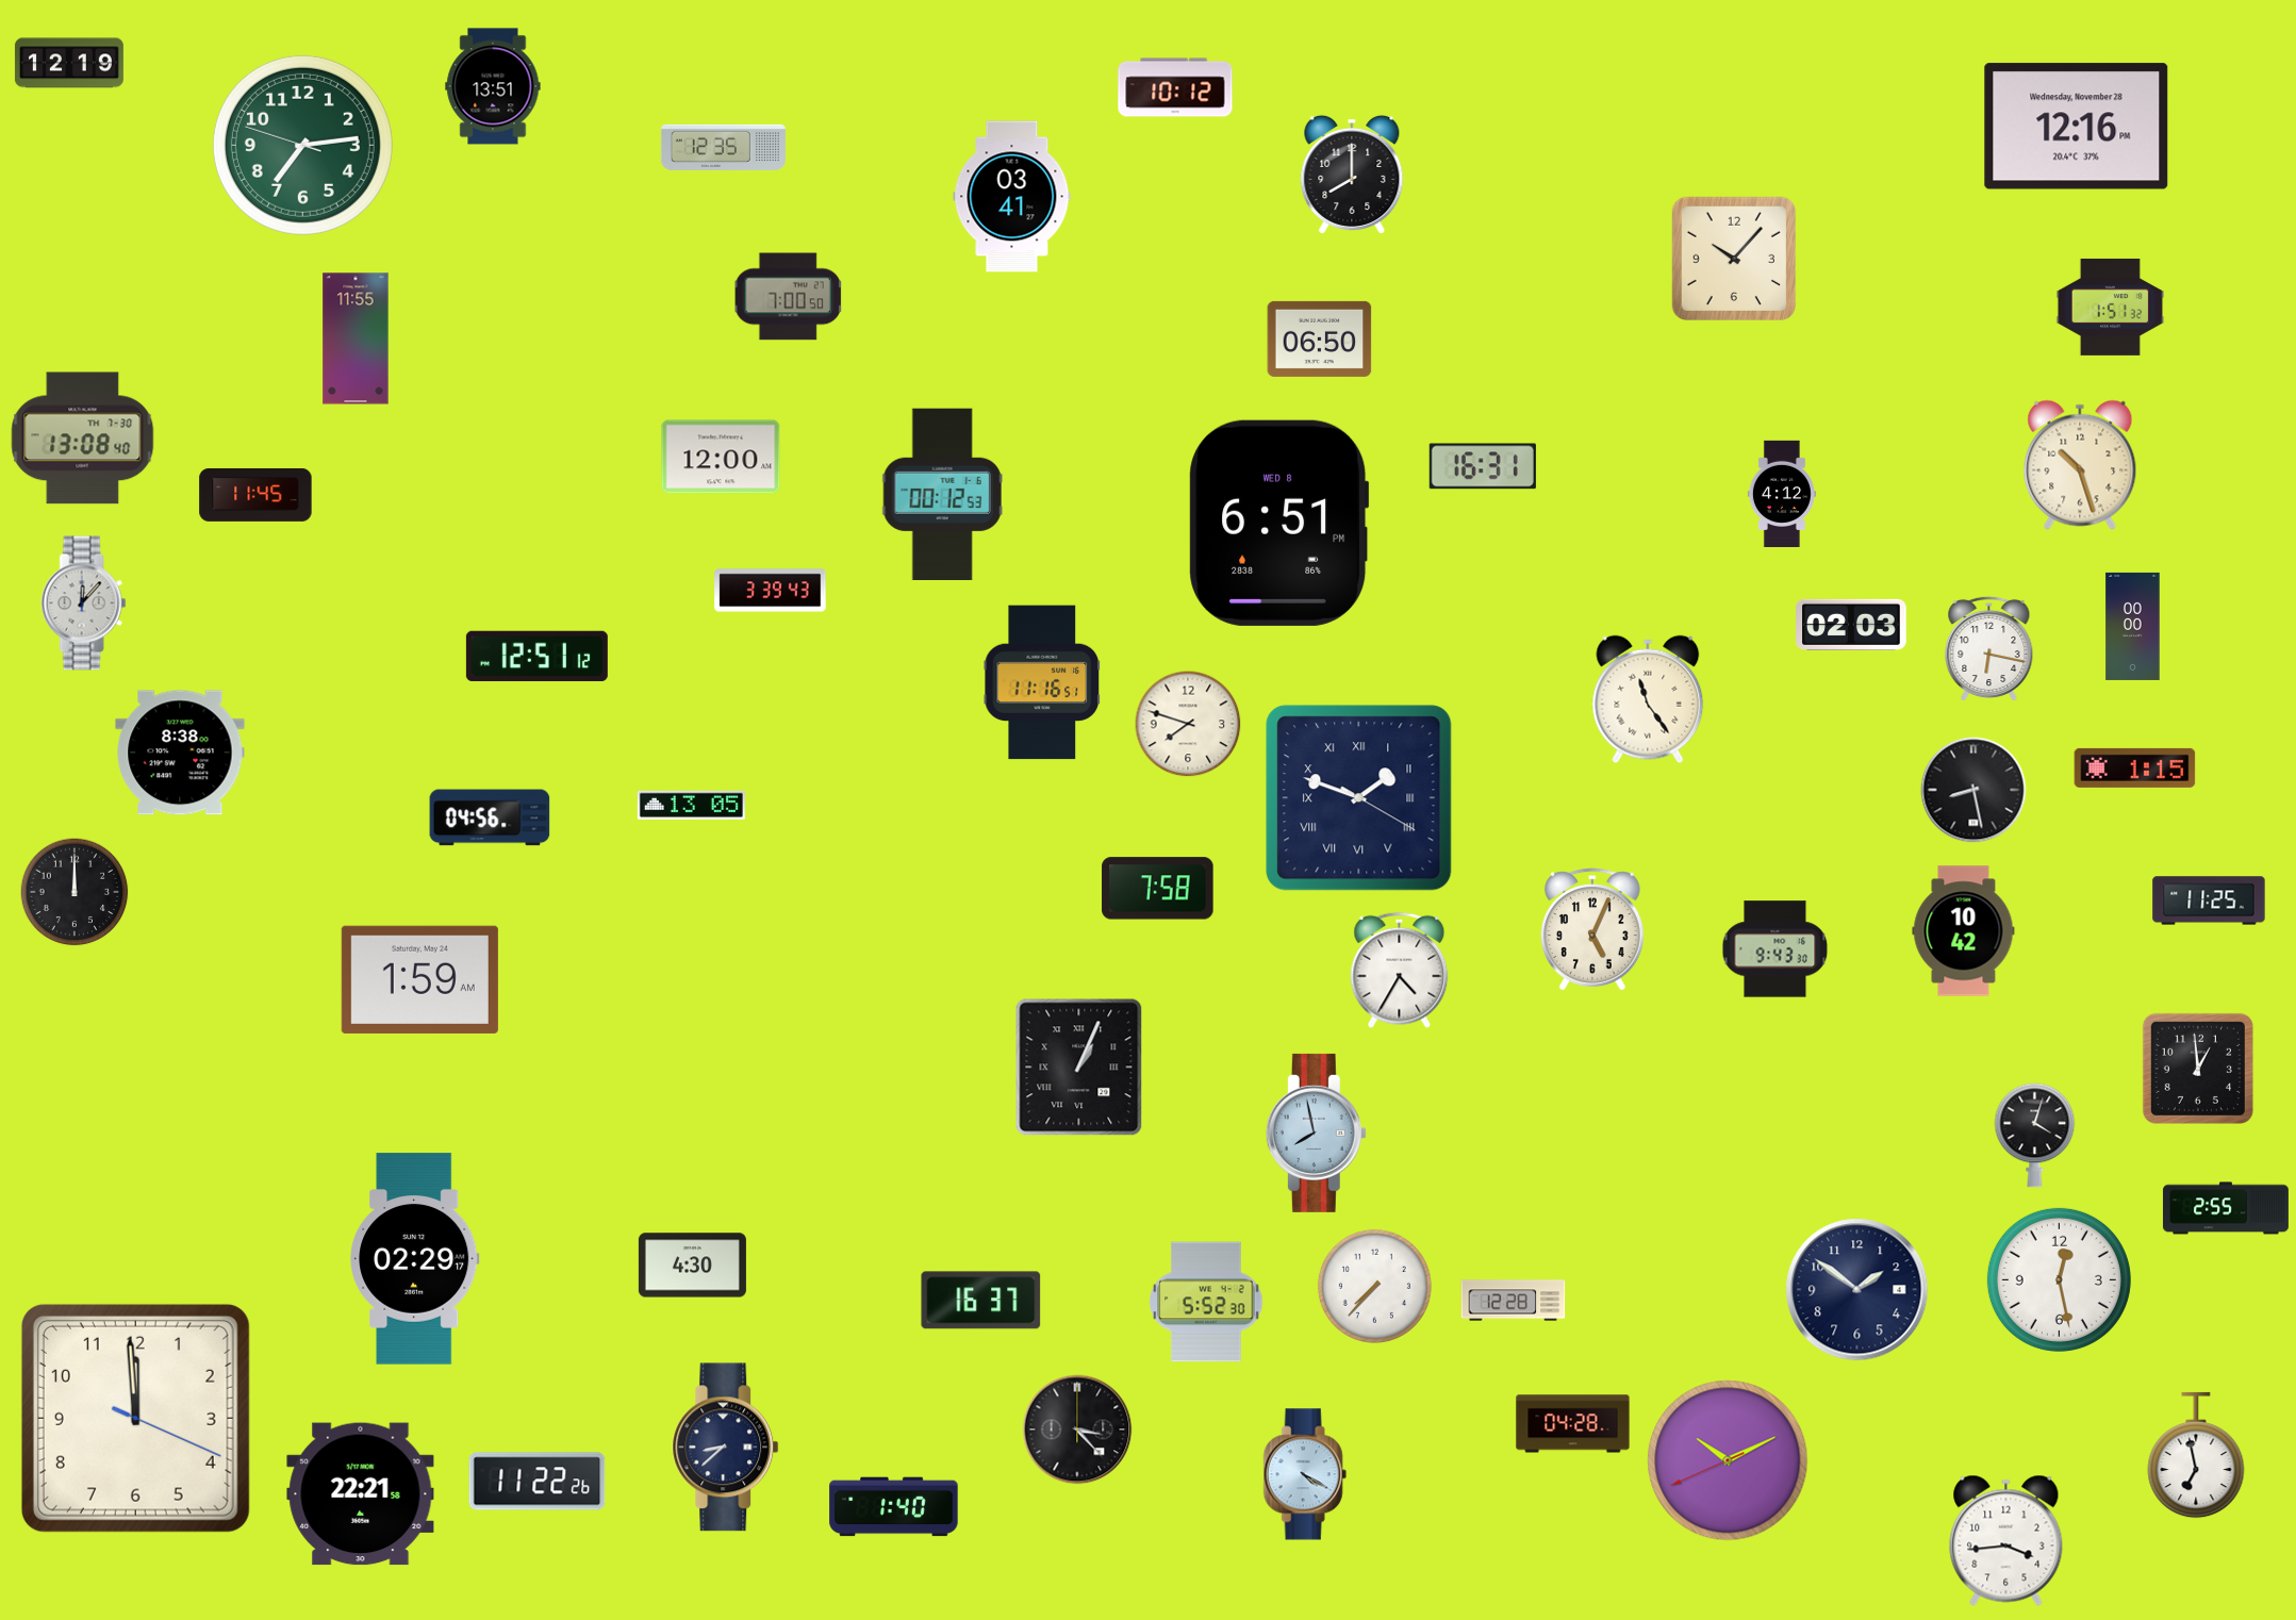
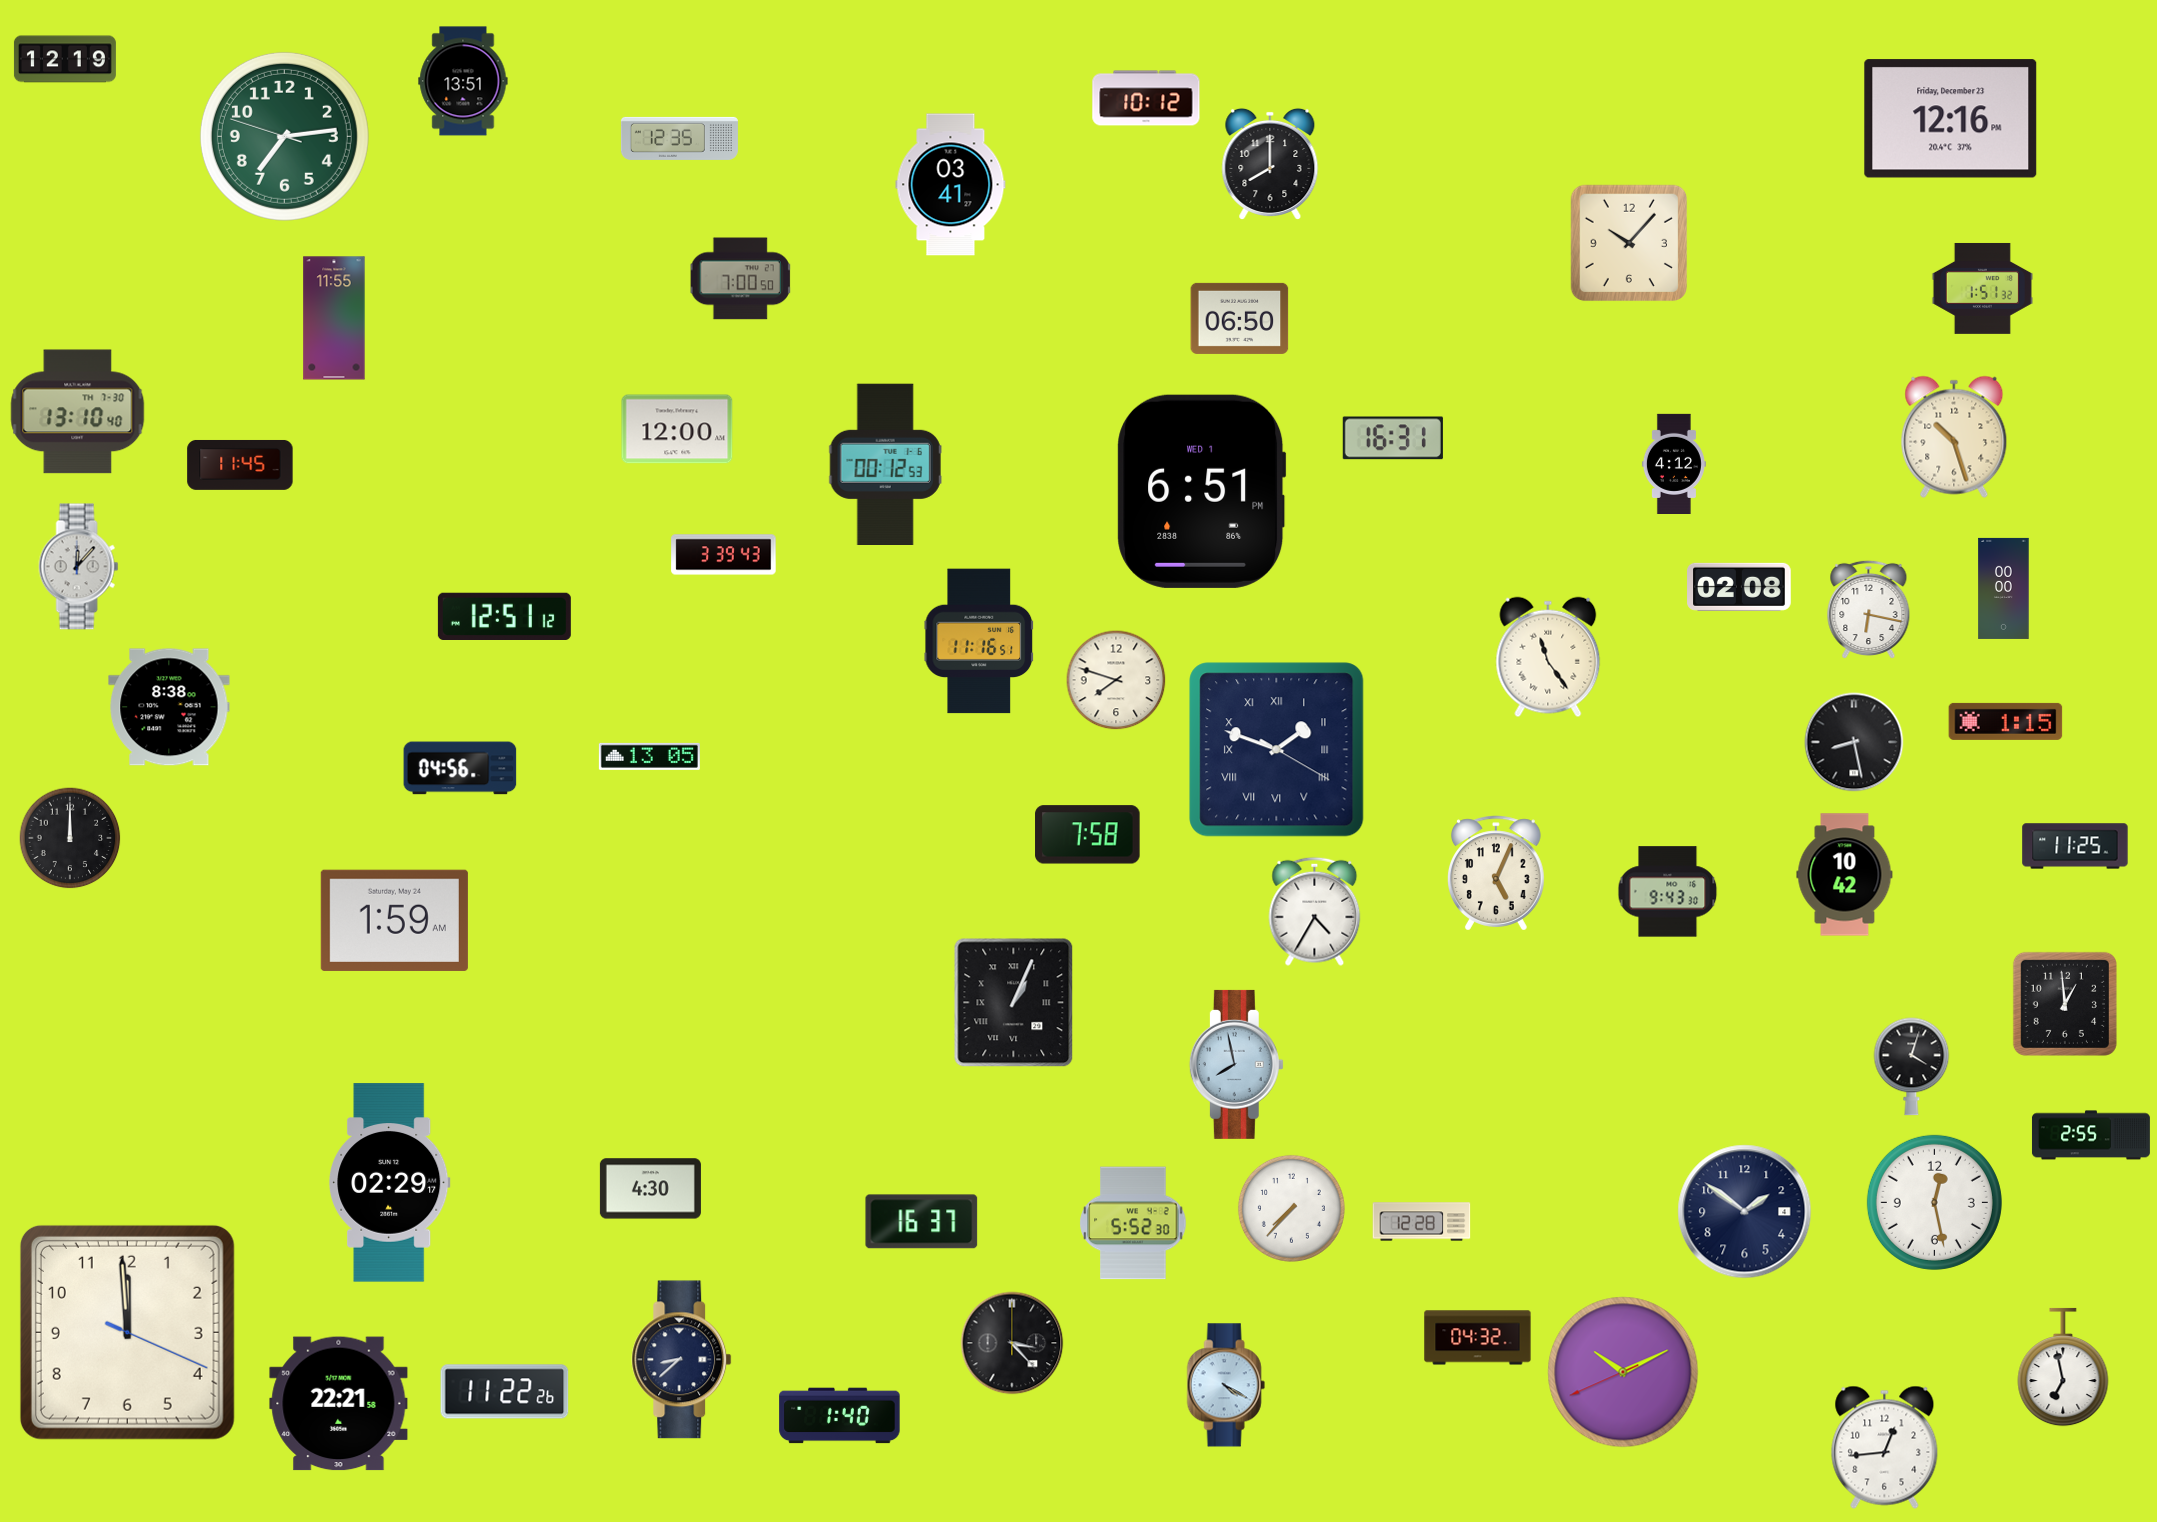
clock at (1175, 87) position: (1175, 87) -> (1146, 98)
clock at (2077, 127) date: Wednesday, November 28 -> Friday, December 23
clock at (83, 439): 13:08 -> 13:10
clock at (1279, 523) date: WED 8 -> WED 1
clock at (1851, 625): 02:03 -> 02:08
clock at (1573, 1424): 04:28 -> 04:32
clock at (2006, 1540): 3:44 -> 12:44
